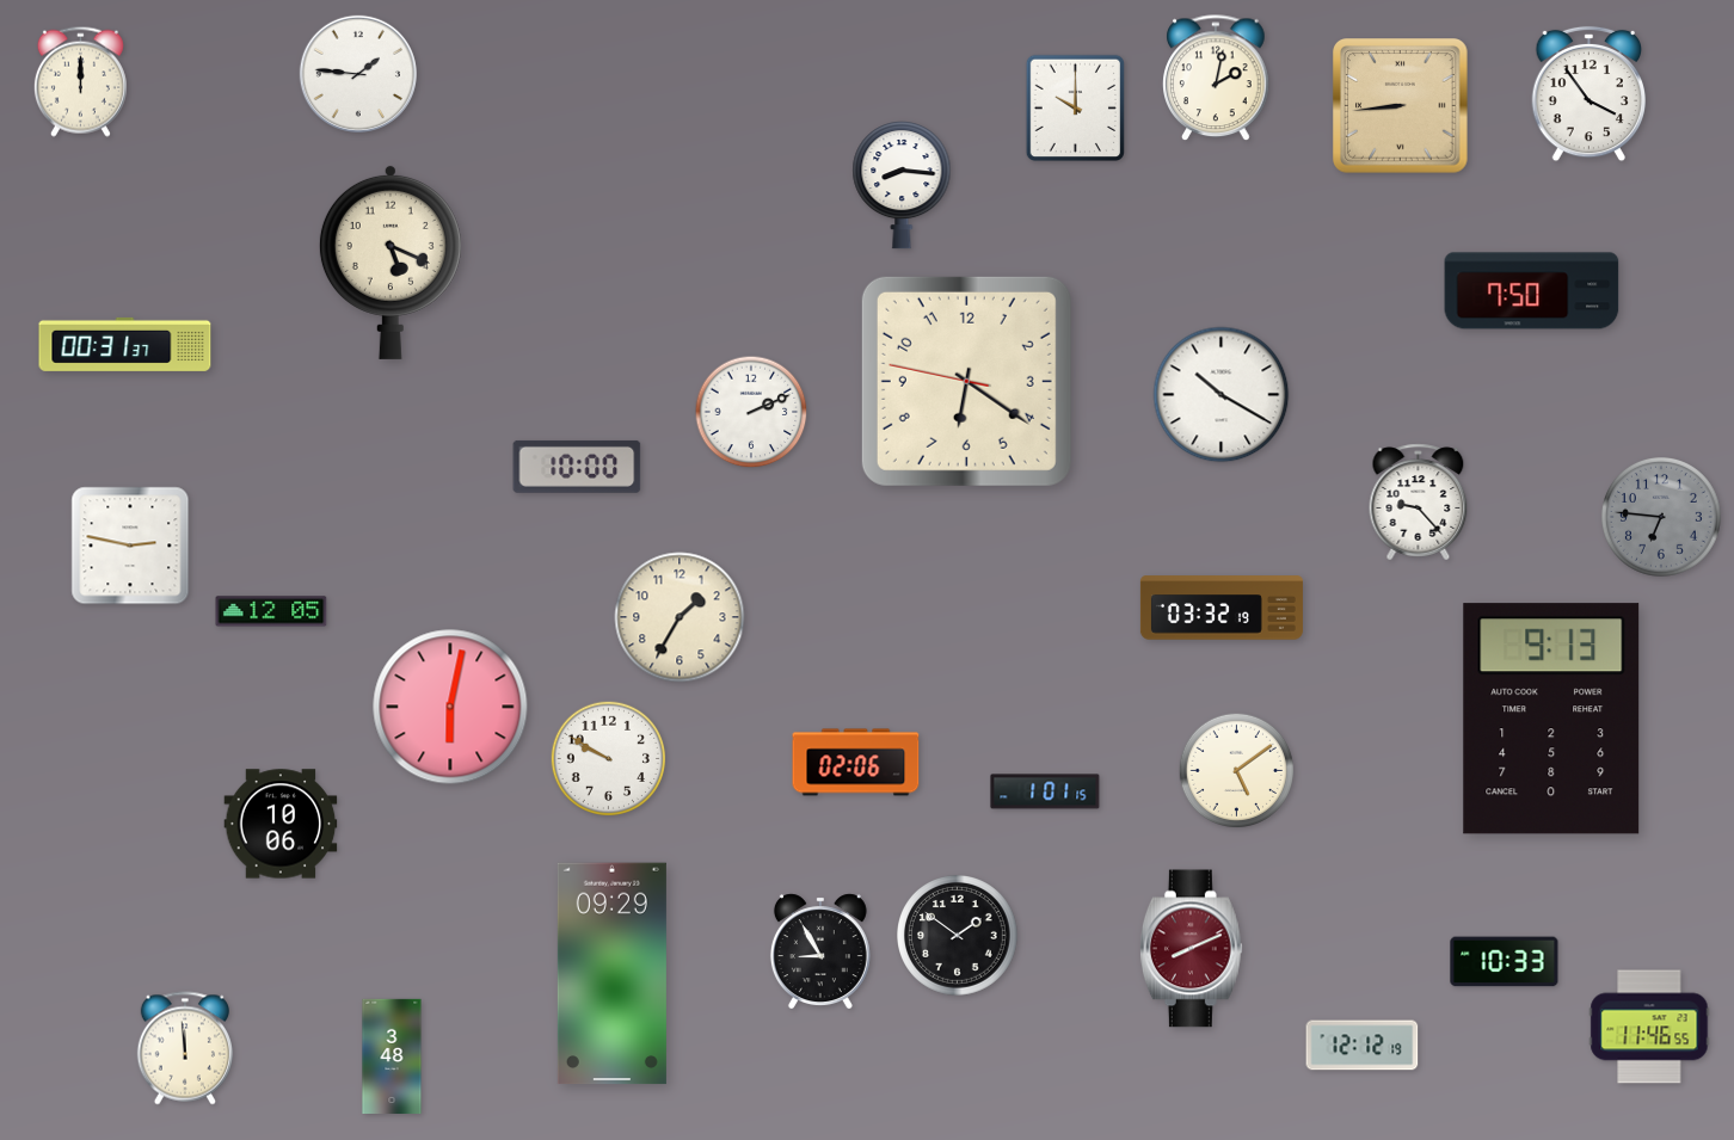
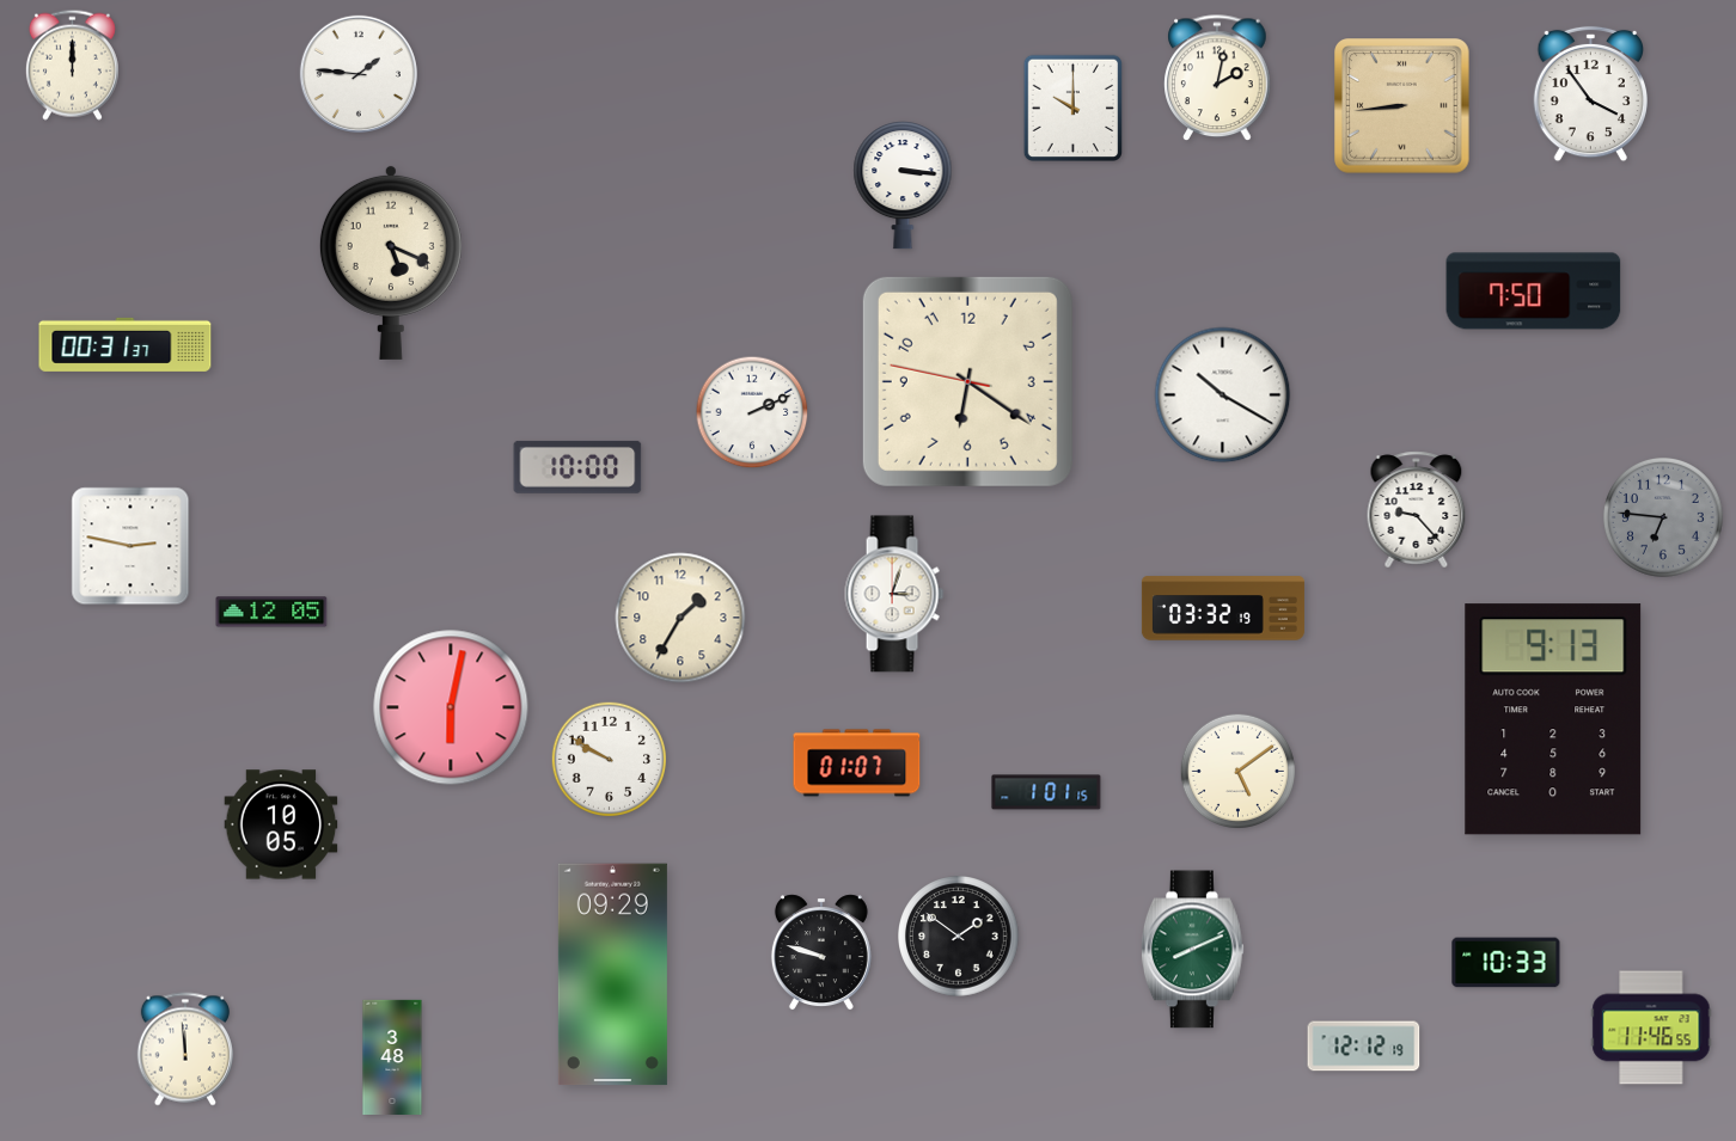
clock at (80, 81) position: (80, 81) -> (72, 65)
clock at (1075, 107) position: (1075, 107) -> (1072, 108)
clock at (902, 186): 8:16 -> 3:16
clock at (1419, 503) position: (1419, 503) -> (1417, 510)
clock at (894, 594): none -> 3:03
clock at (856, 763): 02:06 -> 01:07
clock at (281, 824): 10:06 -> 10:05
clock at (1191, 949) dial: burgundy -> green
clock at (820, 951): 8:55 -> 9:48
